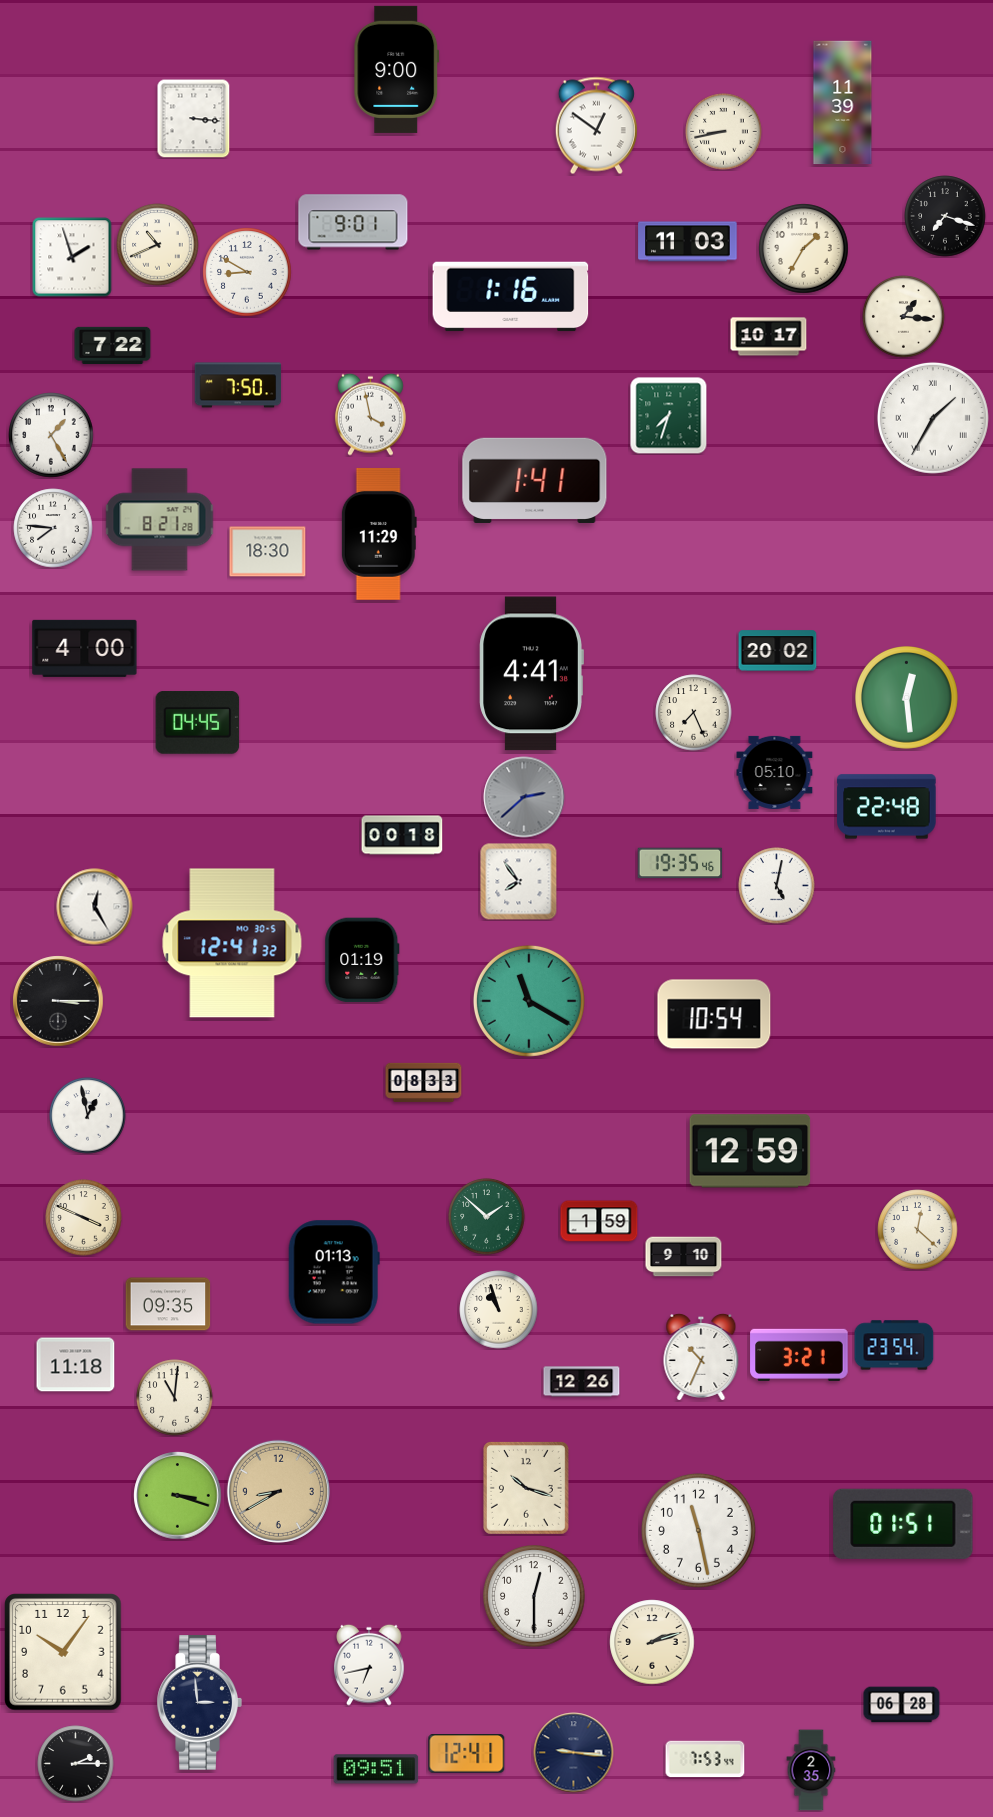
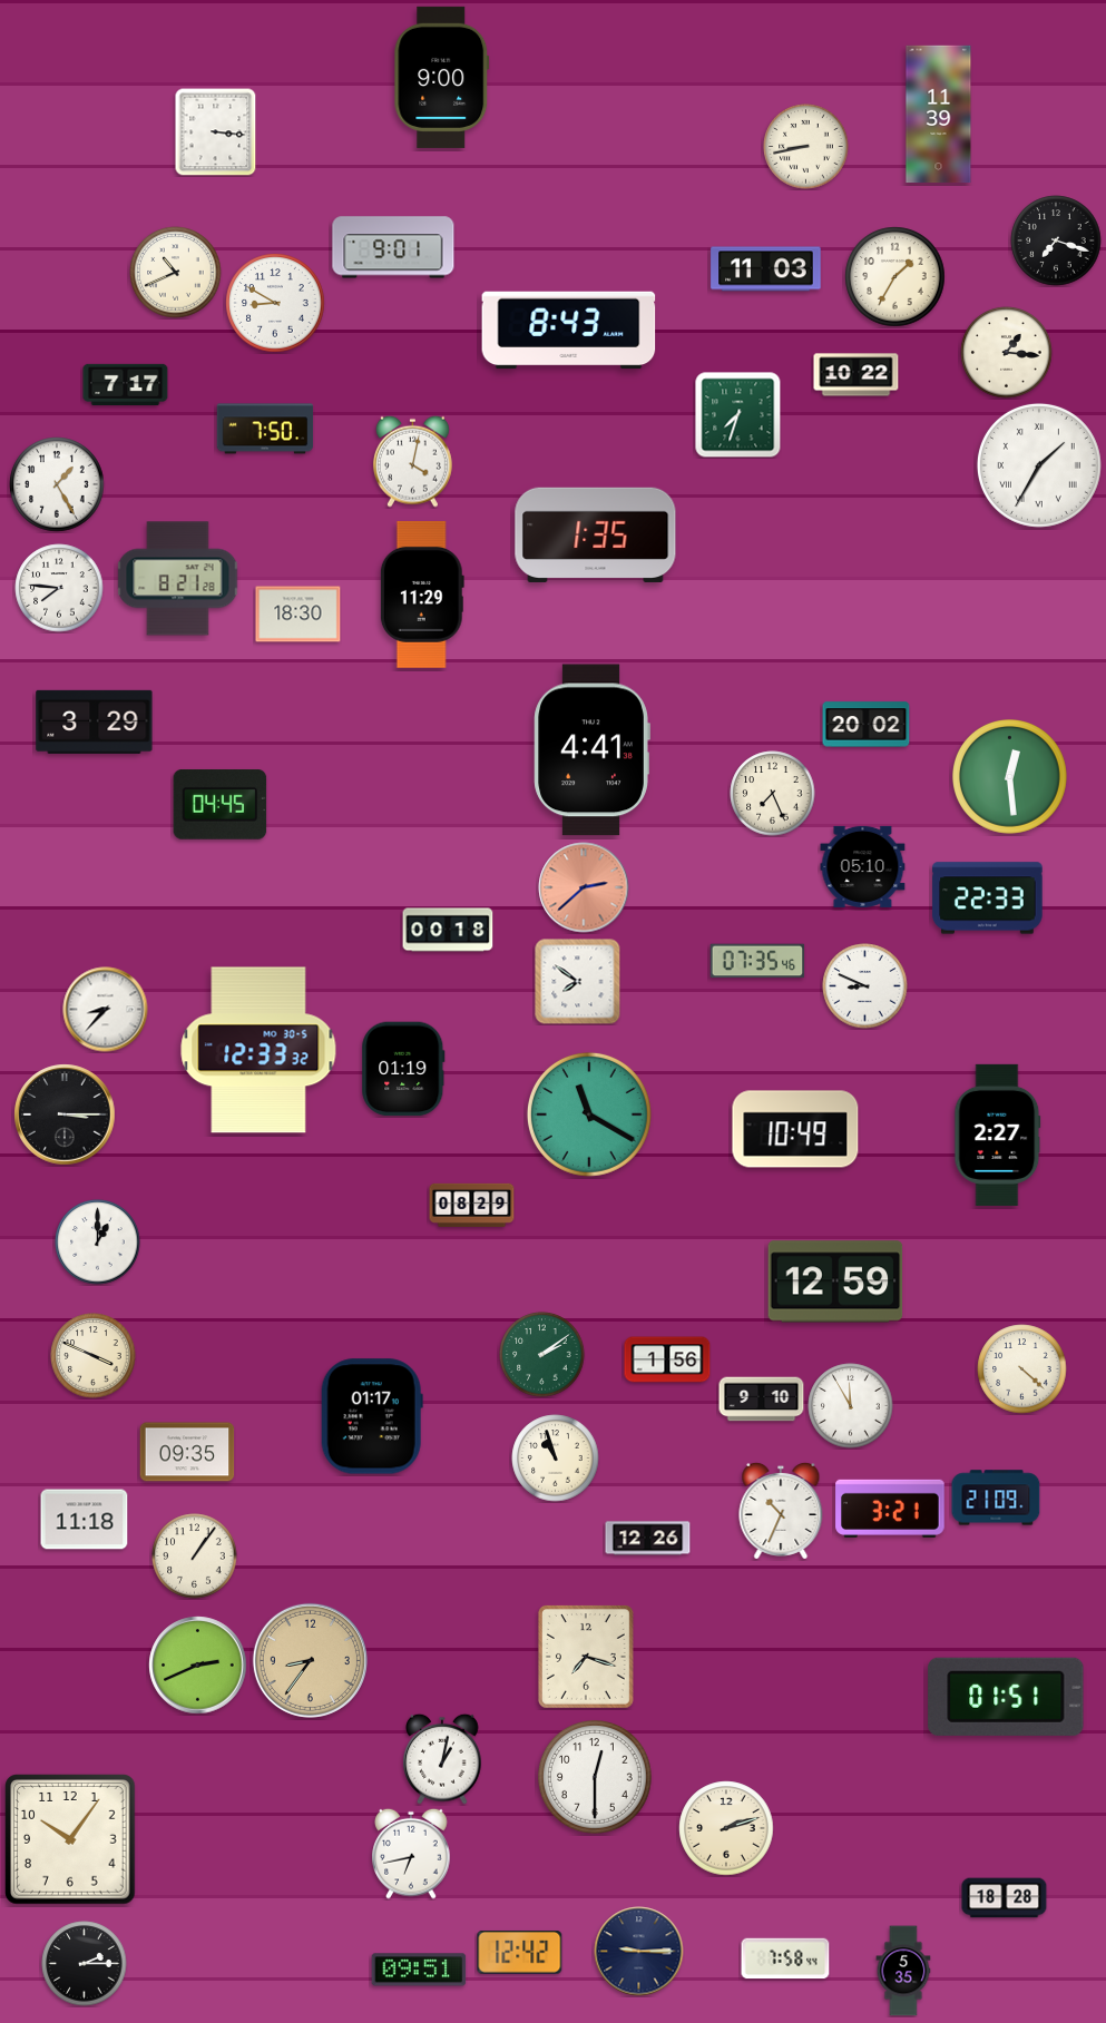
clock at (596, 126): 12:51 -> none
clock at (945, 216) position: (945, 216) -> (1056, 240)
clock at (72, 257): 1:57 -> none
clock at (511, 297): 1:16 -> 8:43
clock at (769, 337): 10:17 -> 10:22
clock at (113, 345): 7:22 -> 7:17
clock at (370, 414): 3:58 -> 4:02
clock at (669, 416) position: (669, 416) -> (738, 415)
clock at (535, 480): 1:41 -> 1:35
clock at (85, 648): 4:00 -> 3:29
clock at (775, 772) position: (775, 772) -> (863, 866)
clock at (524, 797) dial: grey -> salmon
clock at (887, 807): 22:48 -> 22:33
clock at (680, 863): 19:35 -> 07:35
clock at (519, 882): 7:54 -> 7:51
clock at (777, 886): 5:02 -> 8:49
clock at (95, 907): 12:25 -> 8:37
clock at (232, 943): 12:41 -> 12:33
clock at (714, 1014): 10:54 -> 10:49
clock at (998, 1135): none -> 2:27
clock at (424, 1082): 08:33 -> 08:29
clock at (88, 1116): 12:58 -> 1:00
clock at (487, 1217): 1:52 -> 2:09
clock at (599, 1221): 1:59 -> 1:56
clock at (918, 1230): 12:22 -> 4:22
clock at (851, 1406): none -> 11:55
clock at (334, 1272): 01:13 -> 01:17
clock at (894, 1345): 23:54 -> 21:09
clock at (175, 1398): 11:01 -> 1:06
clock at (526, 1489): 10:18 -> 7:18
clock at (278, 1491): 8:40 -> 8:36
clock at (178, 1496): 3:18 -> 2:41
clock at (698, 1530): 11:28 -> none
clock at (442, 1759): none -> 1:02
clock at (199, 1703): 2:59 -> none
clock at (902, 1705): 06:28 -> 18:28
clock at (574, 1753): 9:16 -> 9:15
clock at (467, 1754): 12:41 -> 12:42
clock at (705, 1759): 7:53 -> 7:58
clock at (811, 1770): 2:35 -> 5:35
